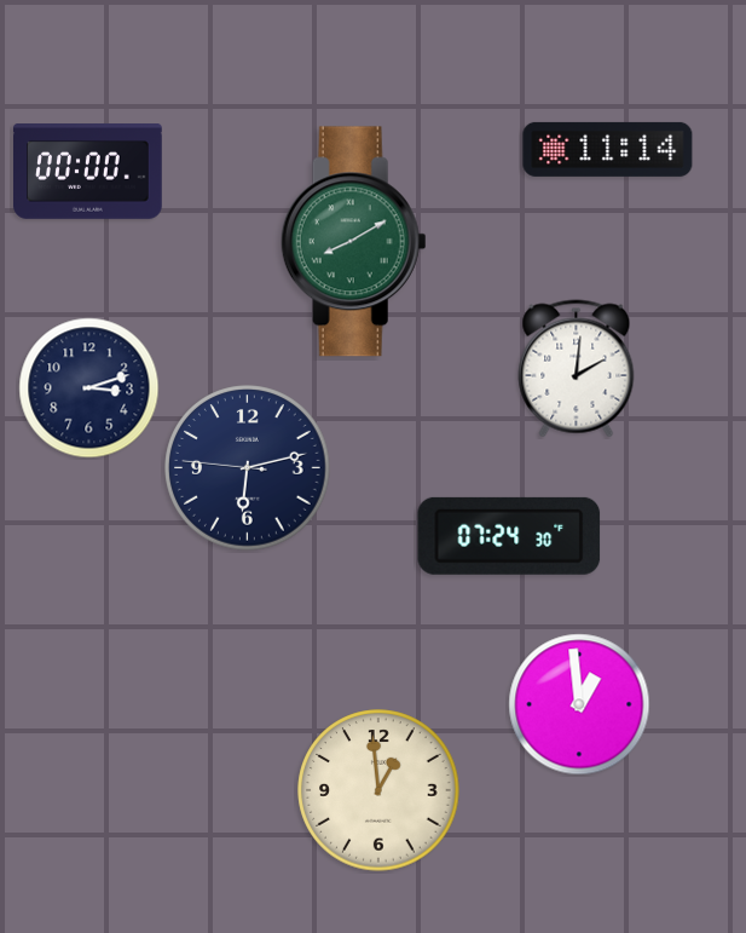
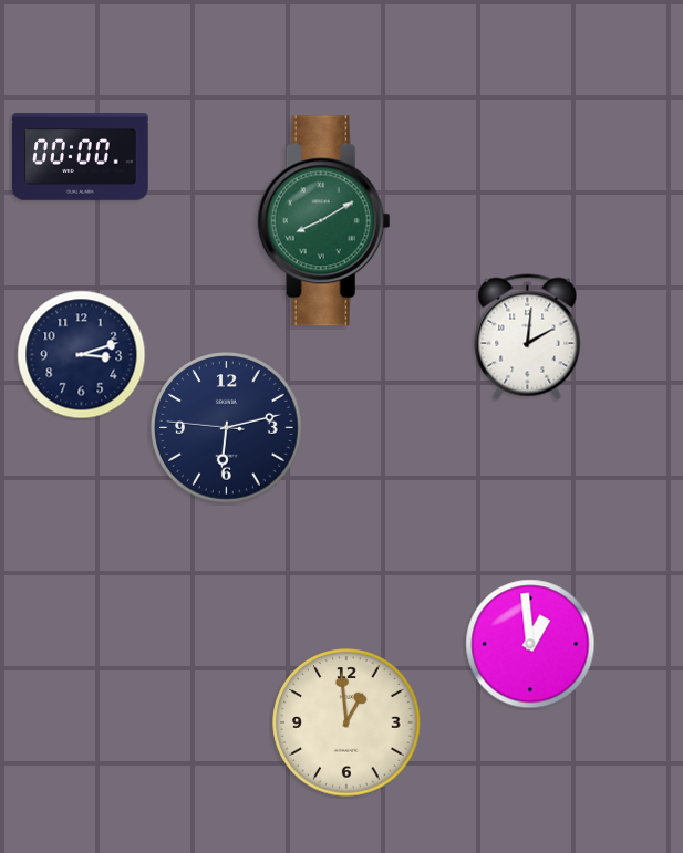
clock at (608, 149): 11:14 -> none
clock at (509, 536): 07:24 -> none
